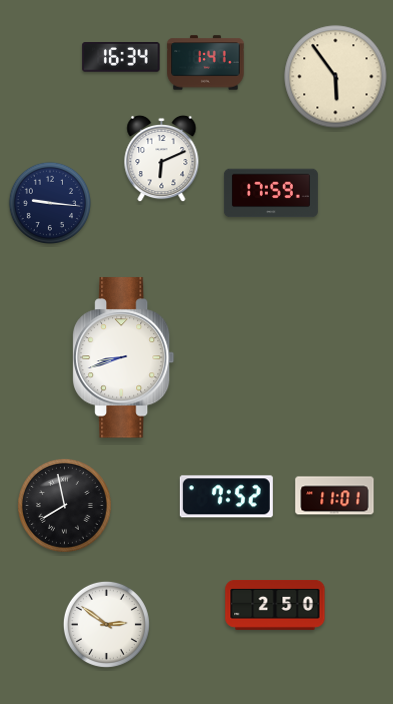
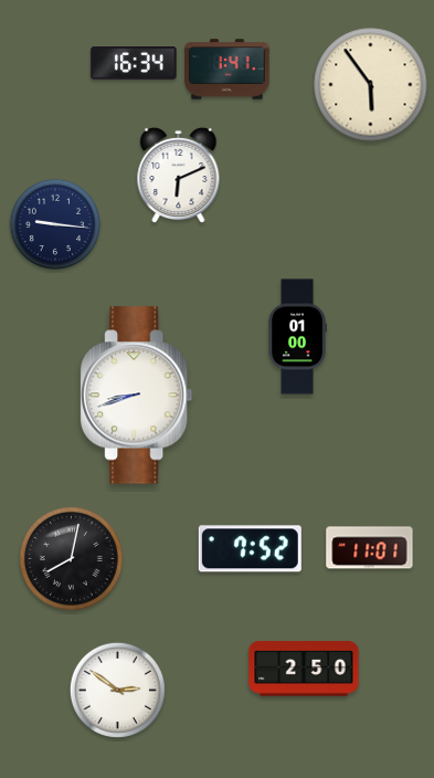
clock at (271, 193): 17:59 -> none
clock at (297, 337): none -> 01:00
clock at (65, 506): 7:58 -> 8:02
